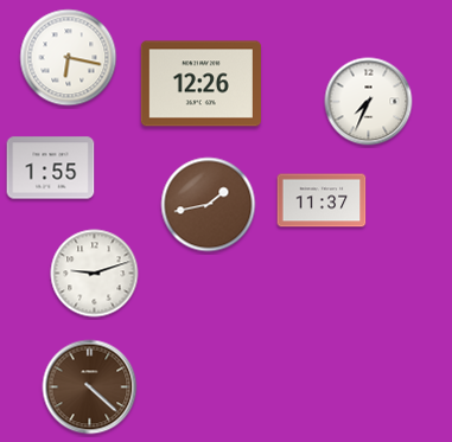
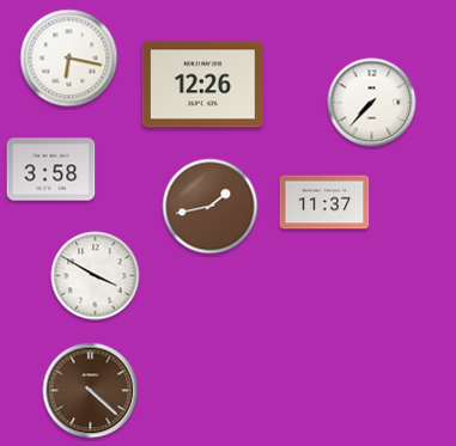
clock at (369, 102): 7:34 -> 7:37
clock at (51, 168): 1:55 -> 3:58
clock at (95, 274): 9:12 -> 3:50
